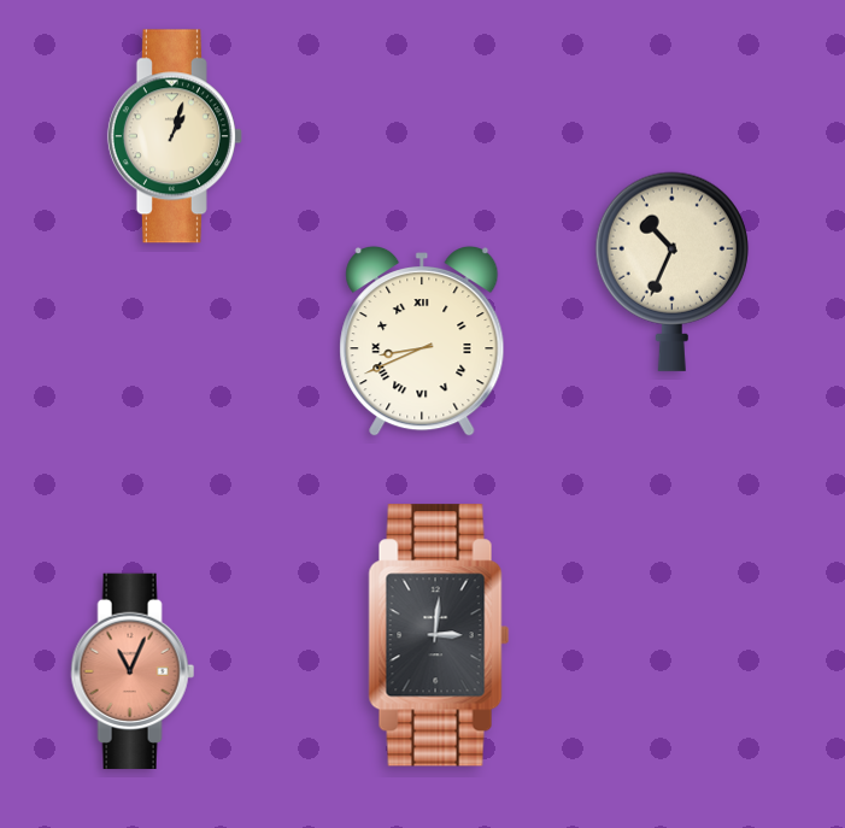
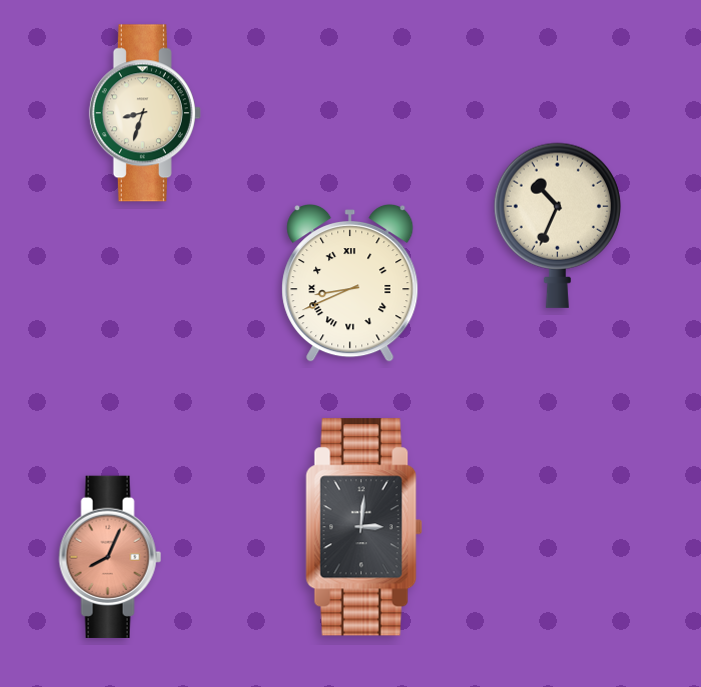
clock at (175, 136): 1:03 -> 8:33
clock at (133, 670): 11:04 -> 8:04
